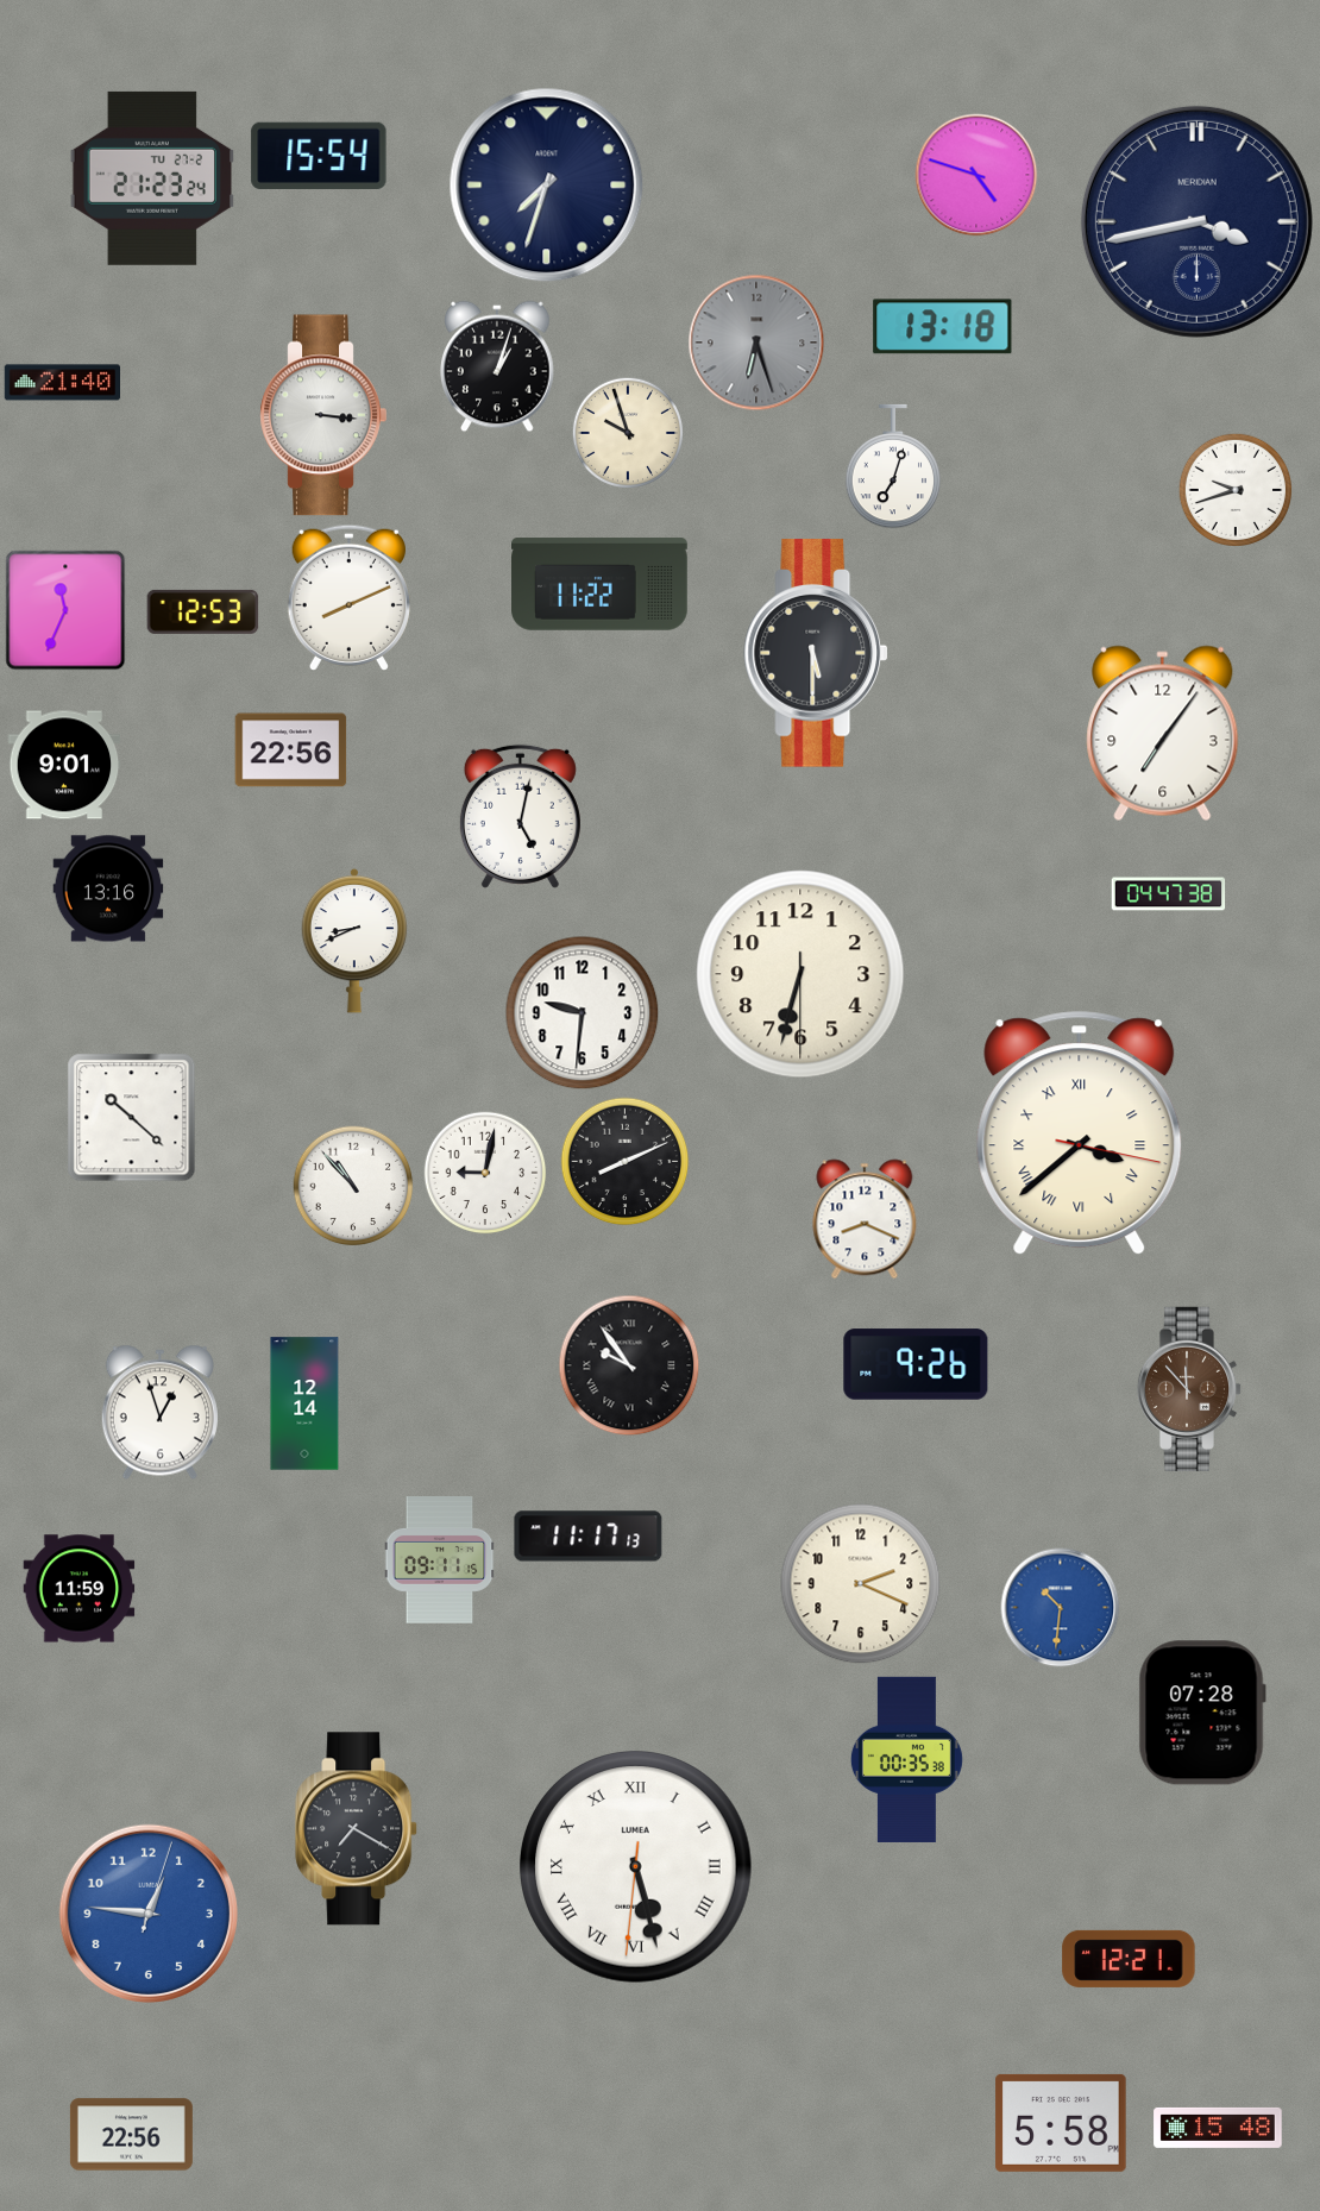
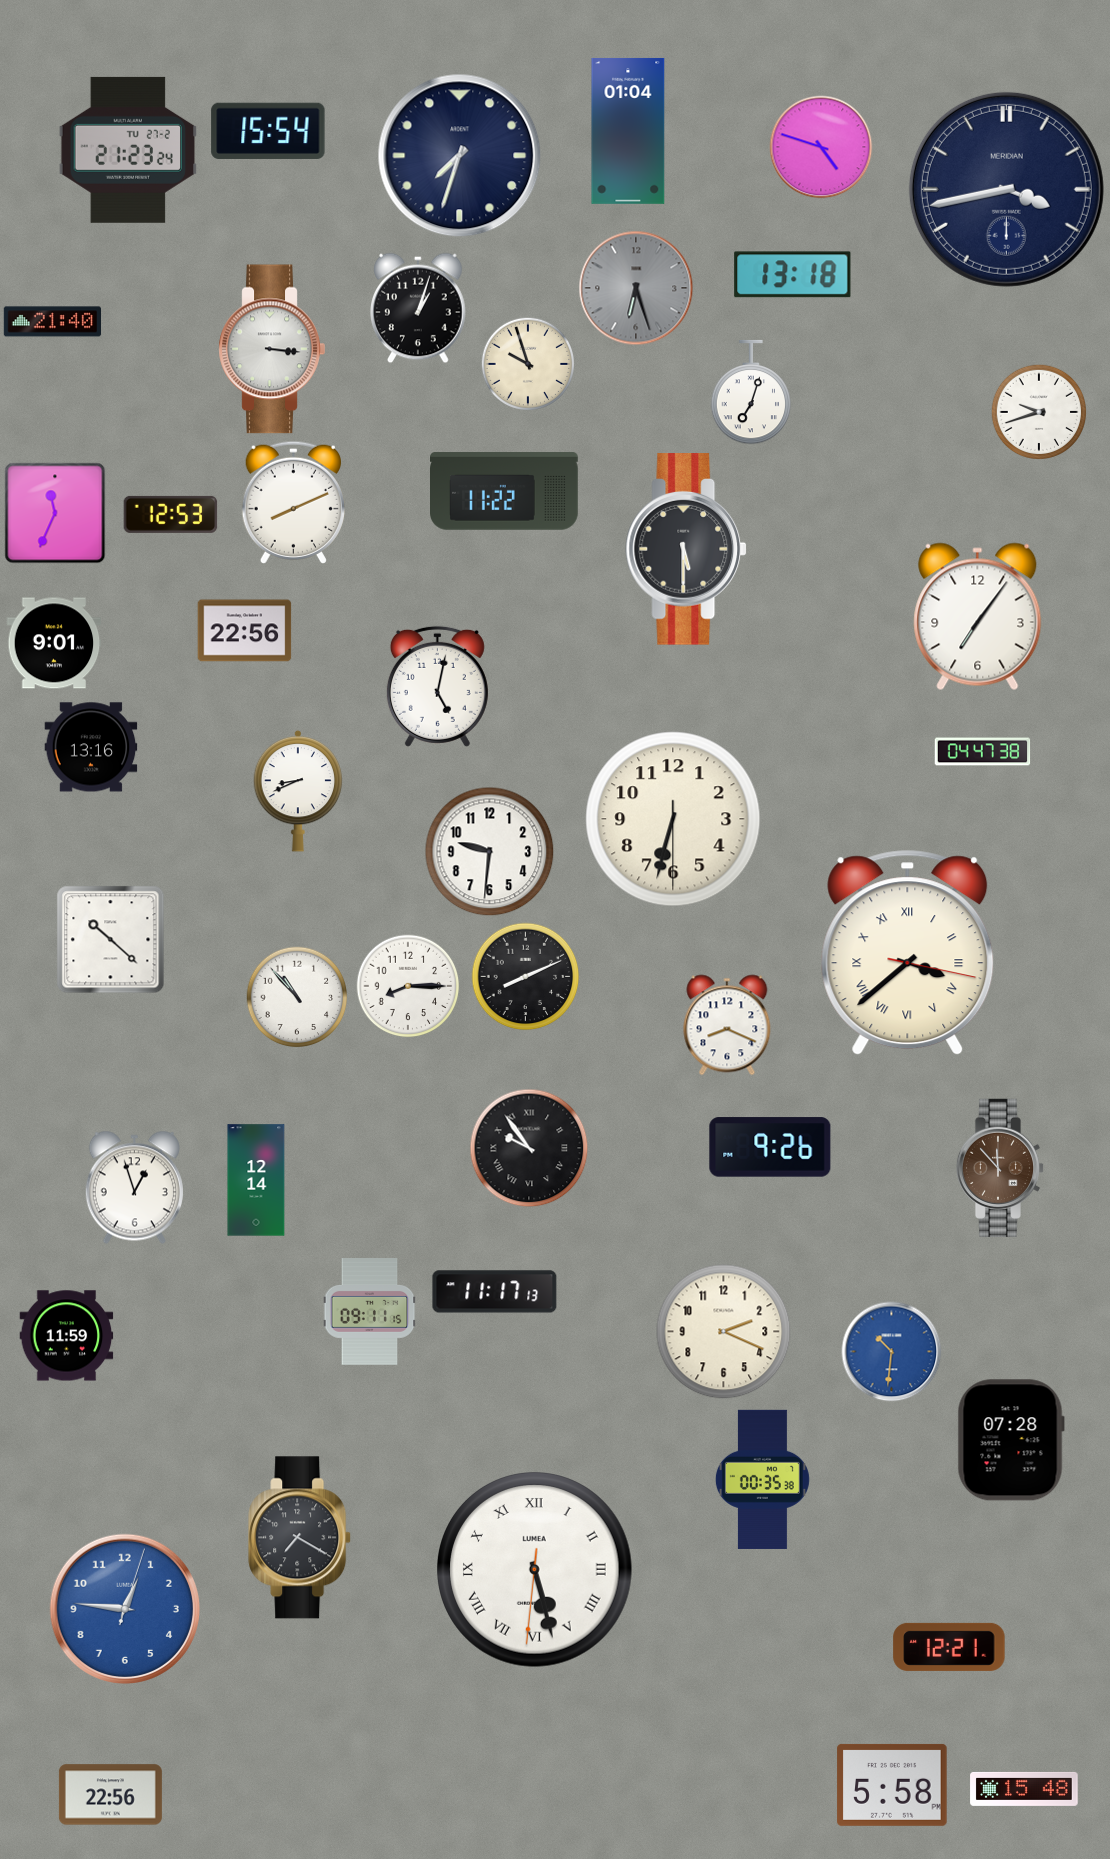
clock at (628, 131): none -> 01:04
clock at (1196, 221) position: (1196, 221) -> (1006, 189)
clock at (485, 1173): 9:02 -> 8:15
